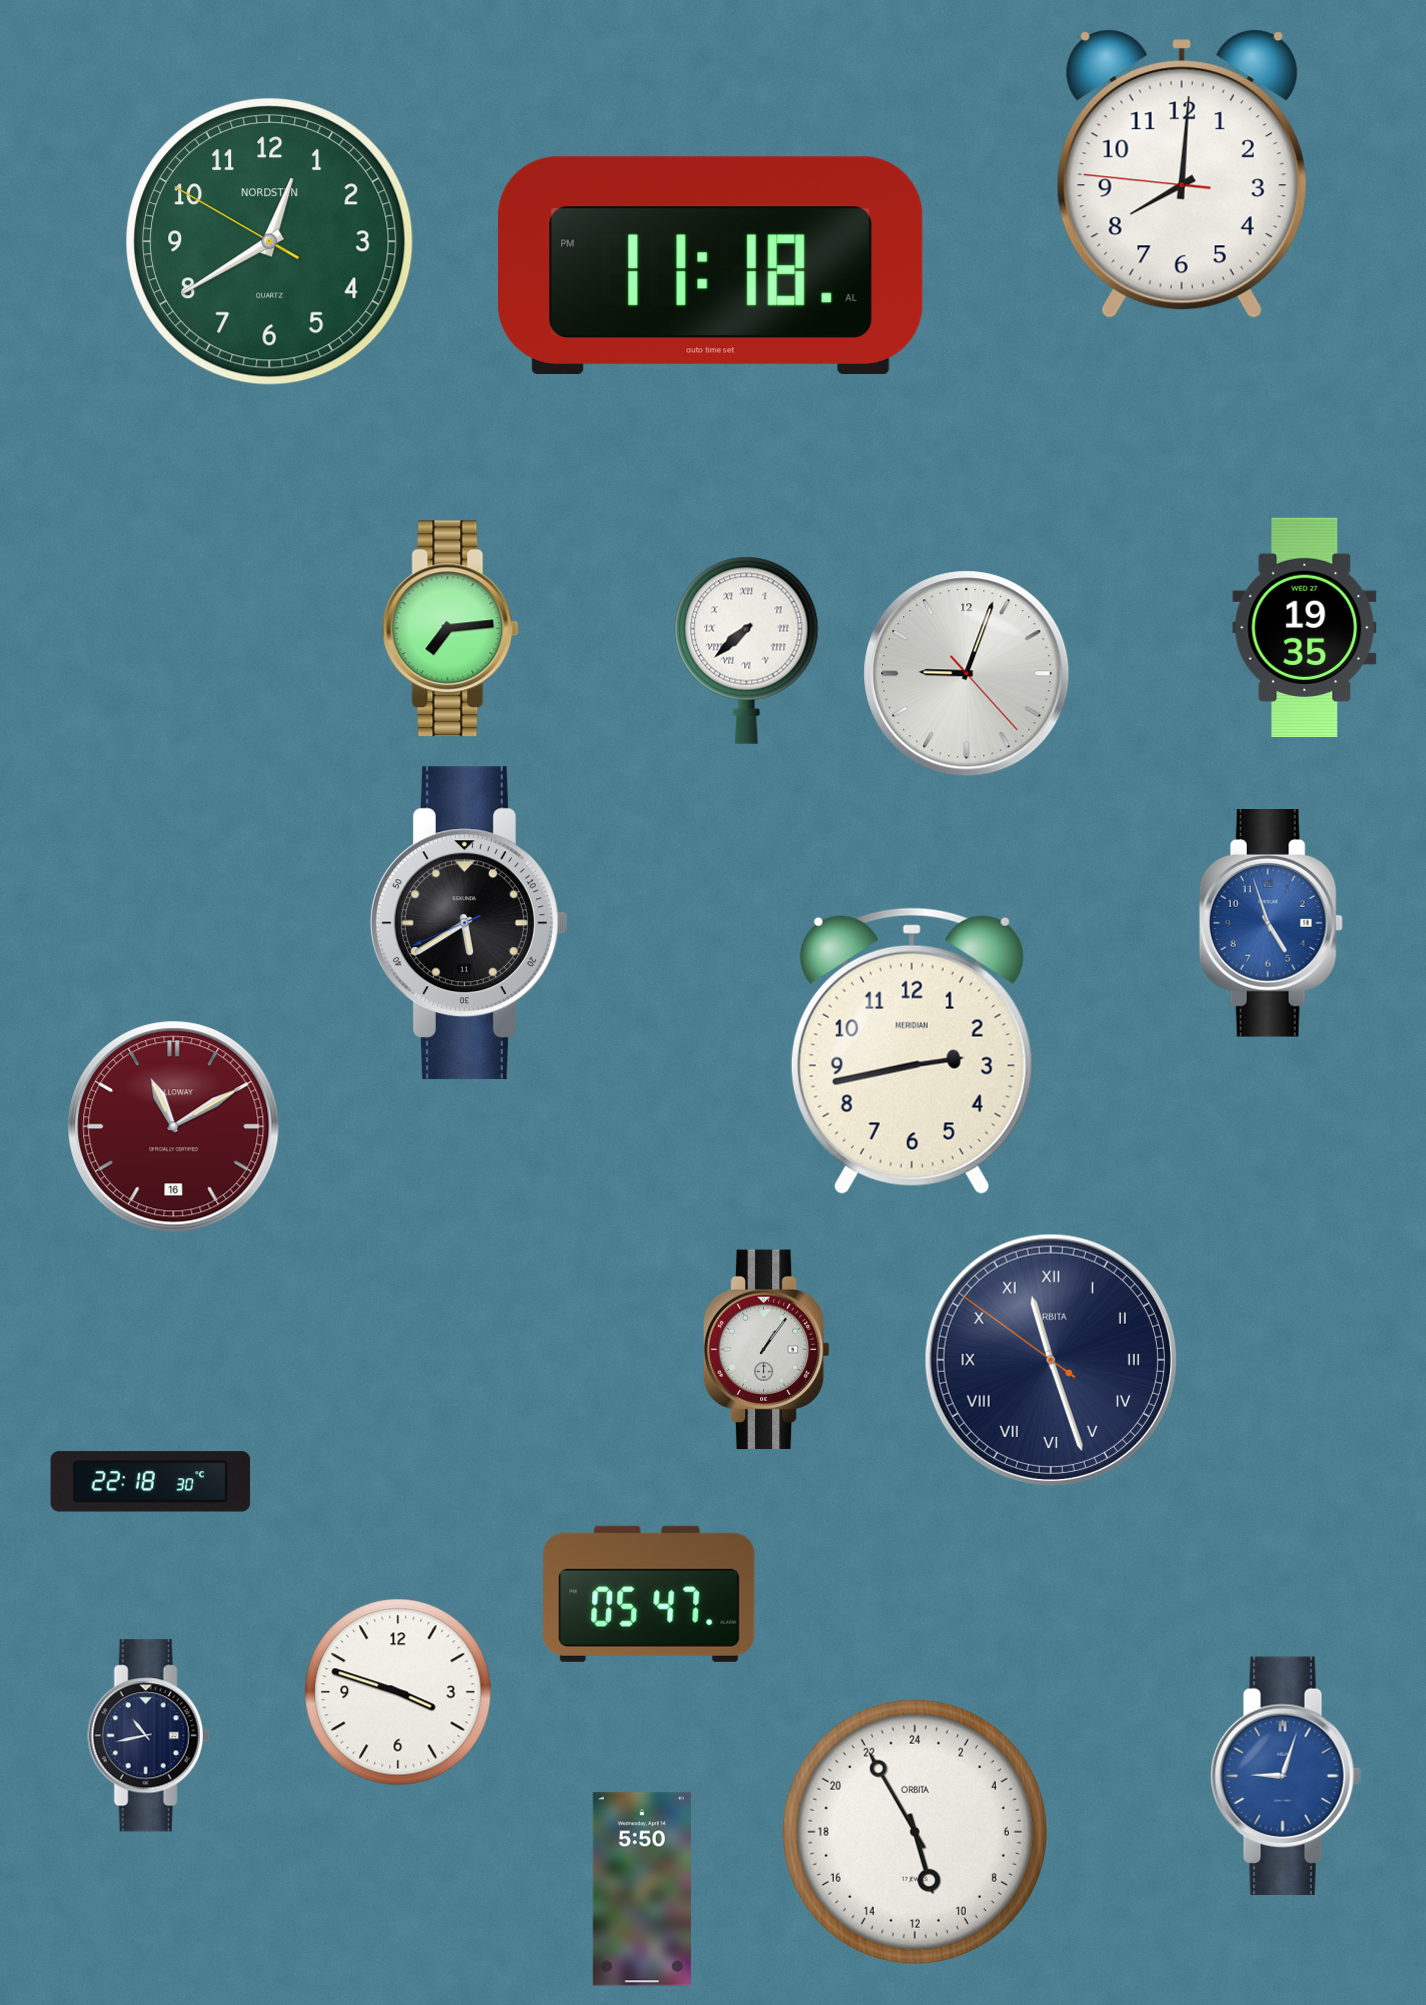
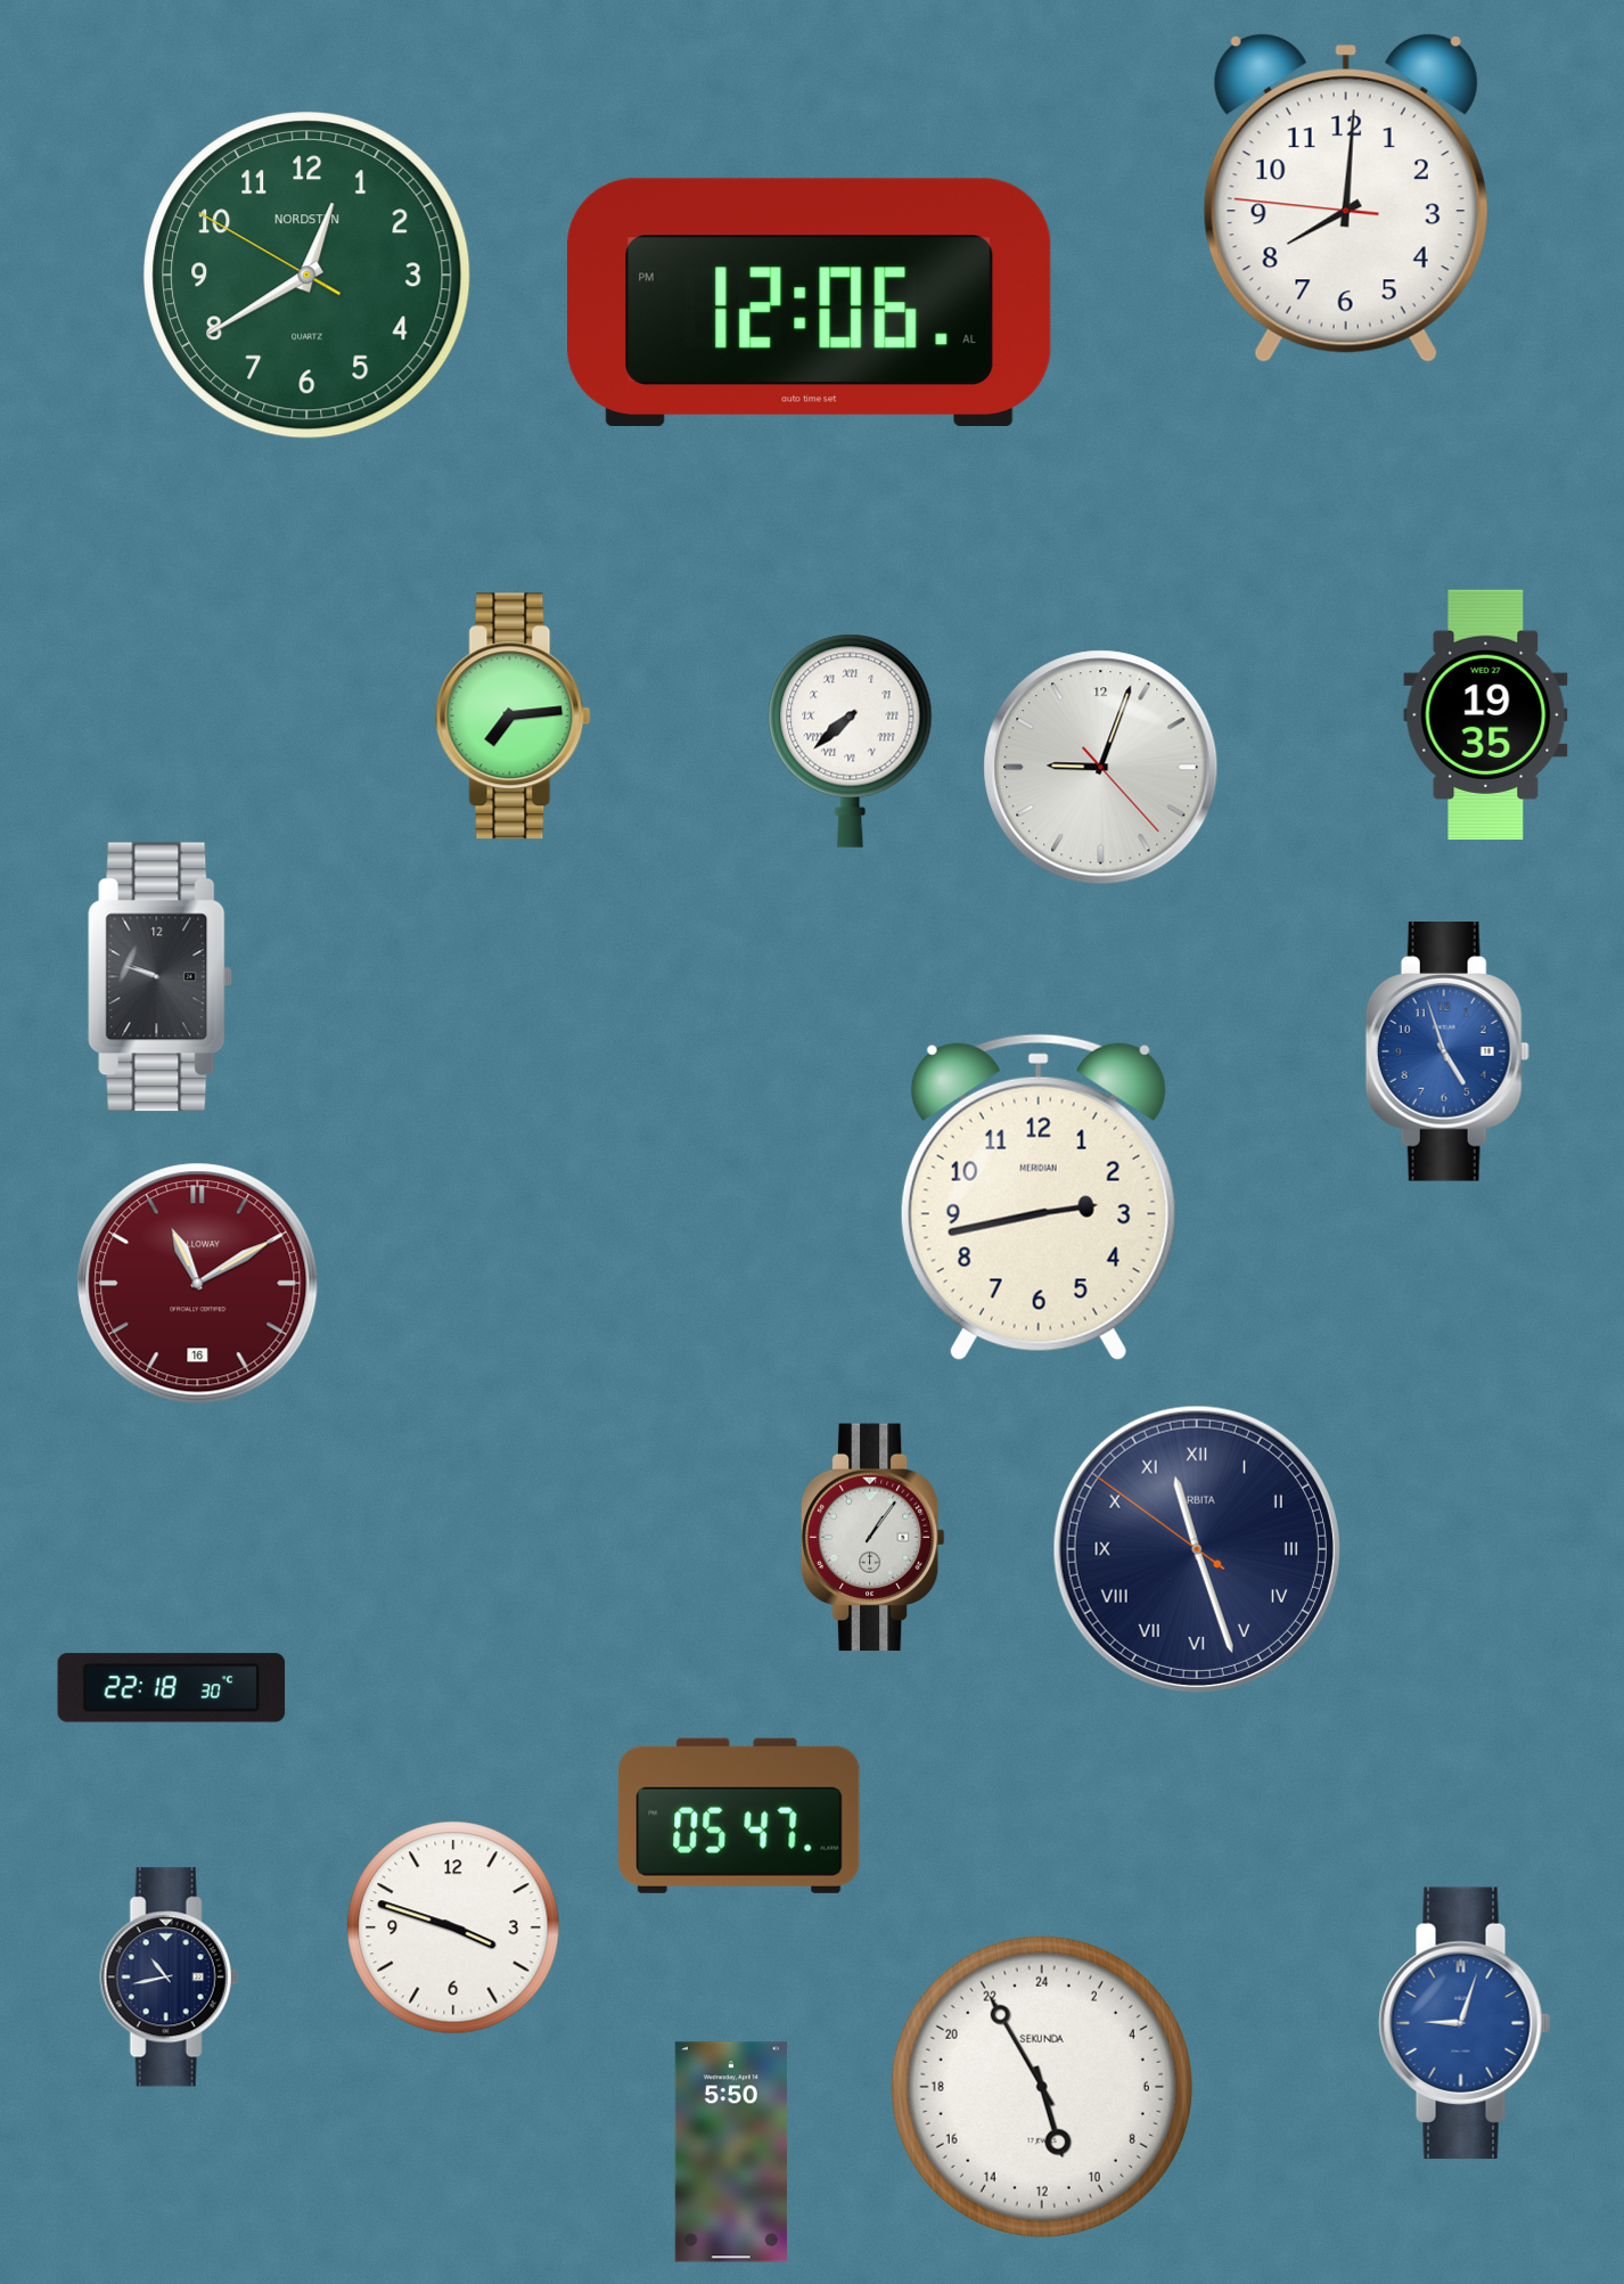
clock at (711, 265): 11:18 -> 12:06
clock at (161, 977): none -> 9:48
clock at (469, 923): 5:39 -> none
clock at (915, 1832) brand: ORBITA -> SEKUNDA
